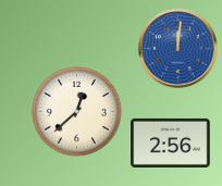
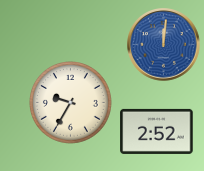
clock at (77, 112): 12:38 -> 9:35
clock at (171, 142): 2:56 -> 2:52
